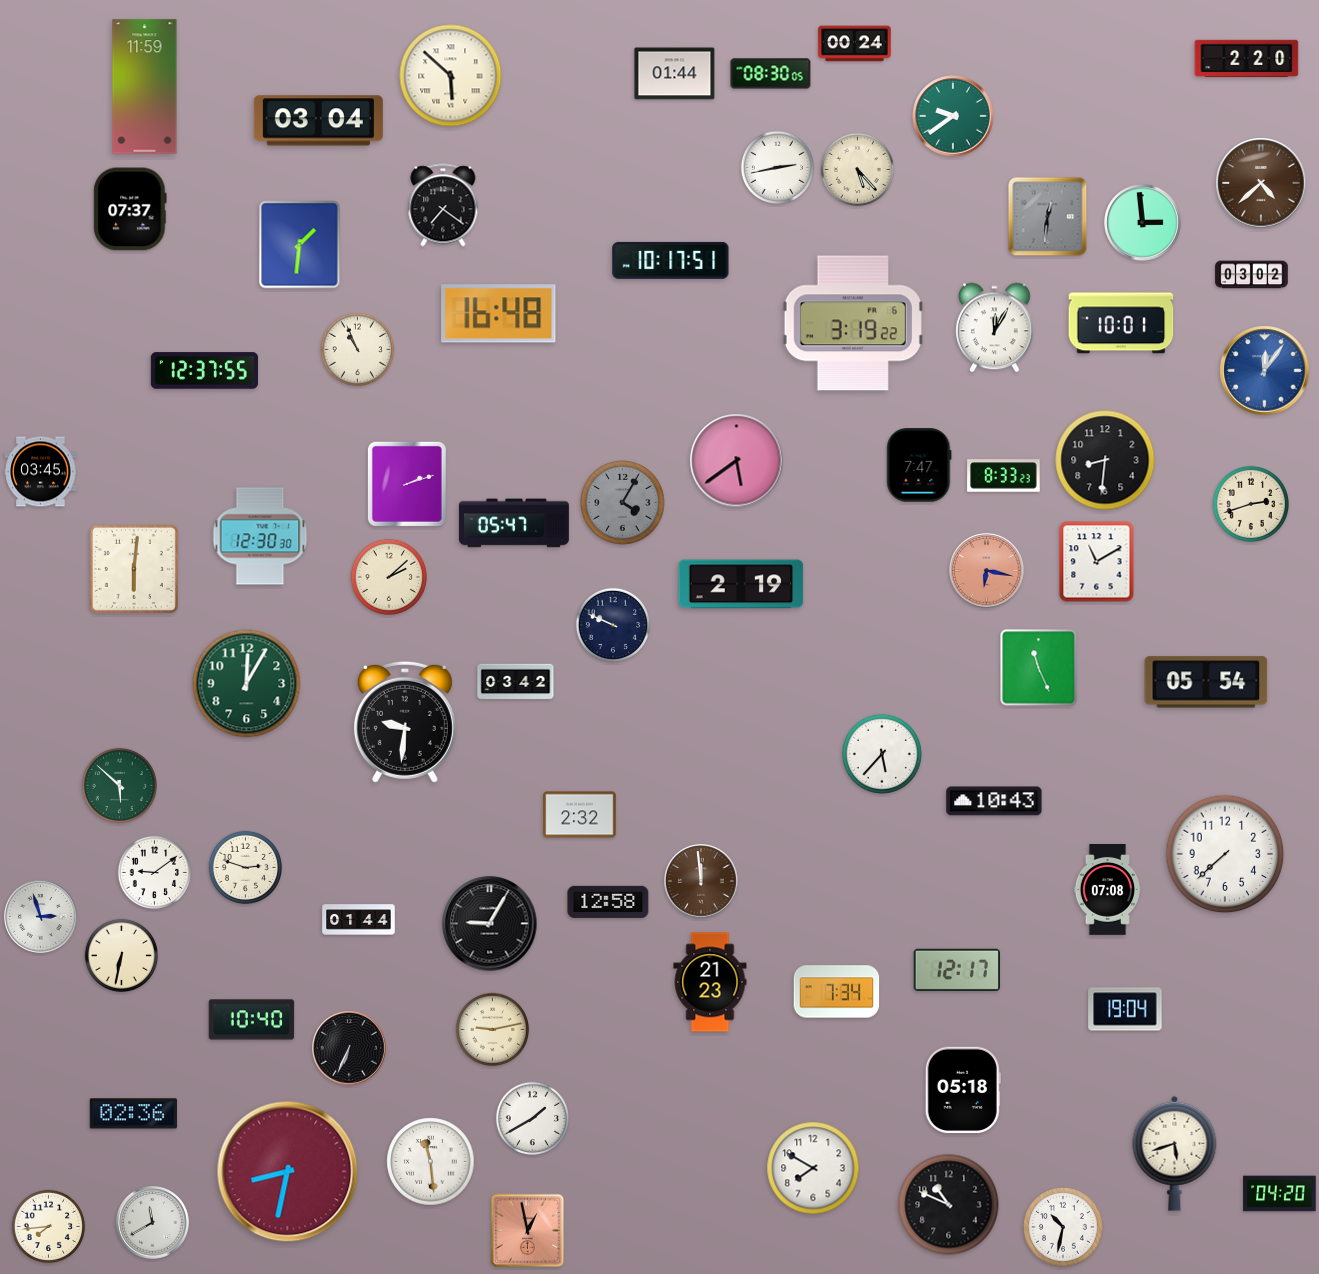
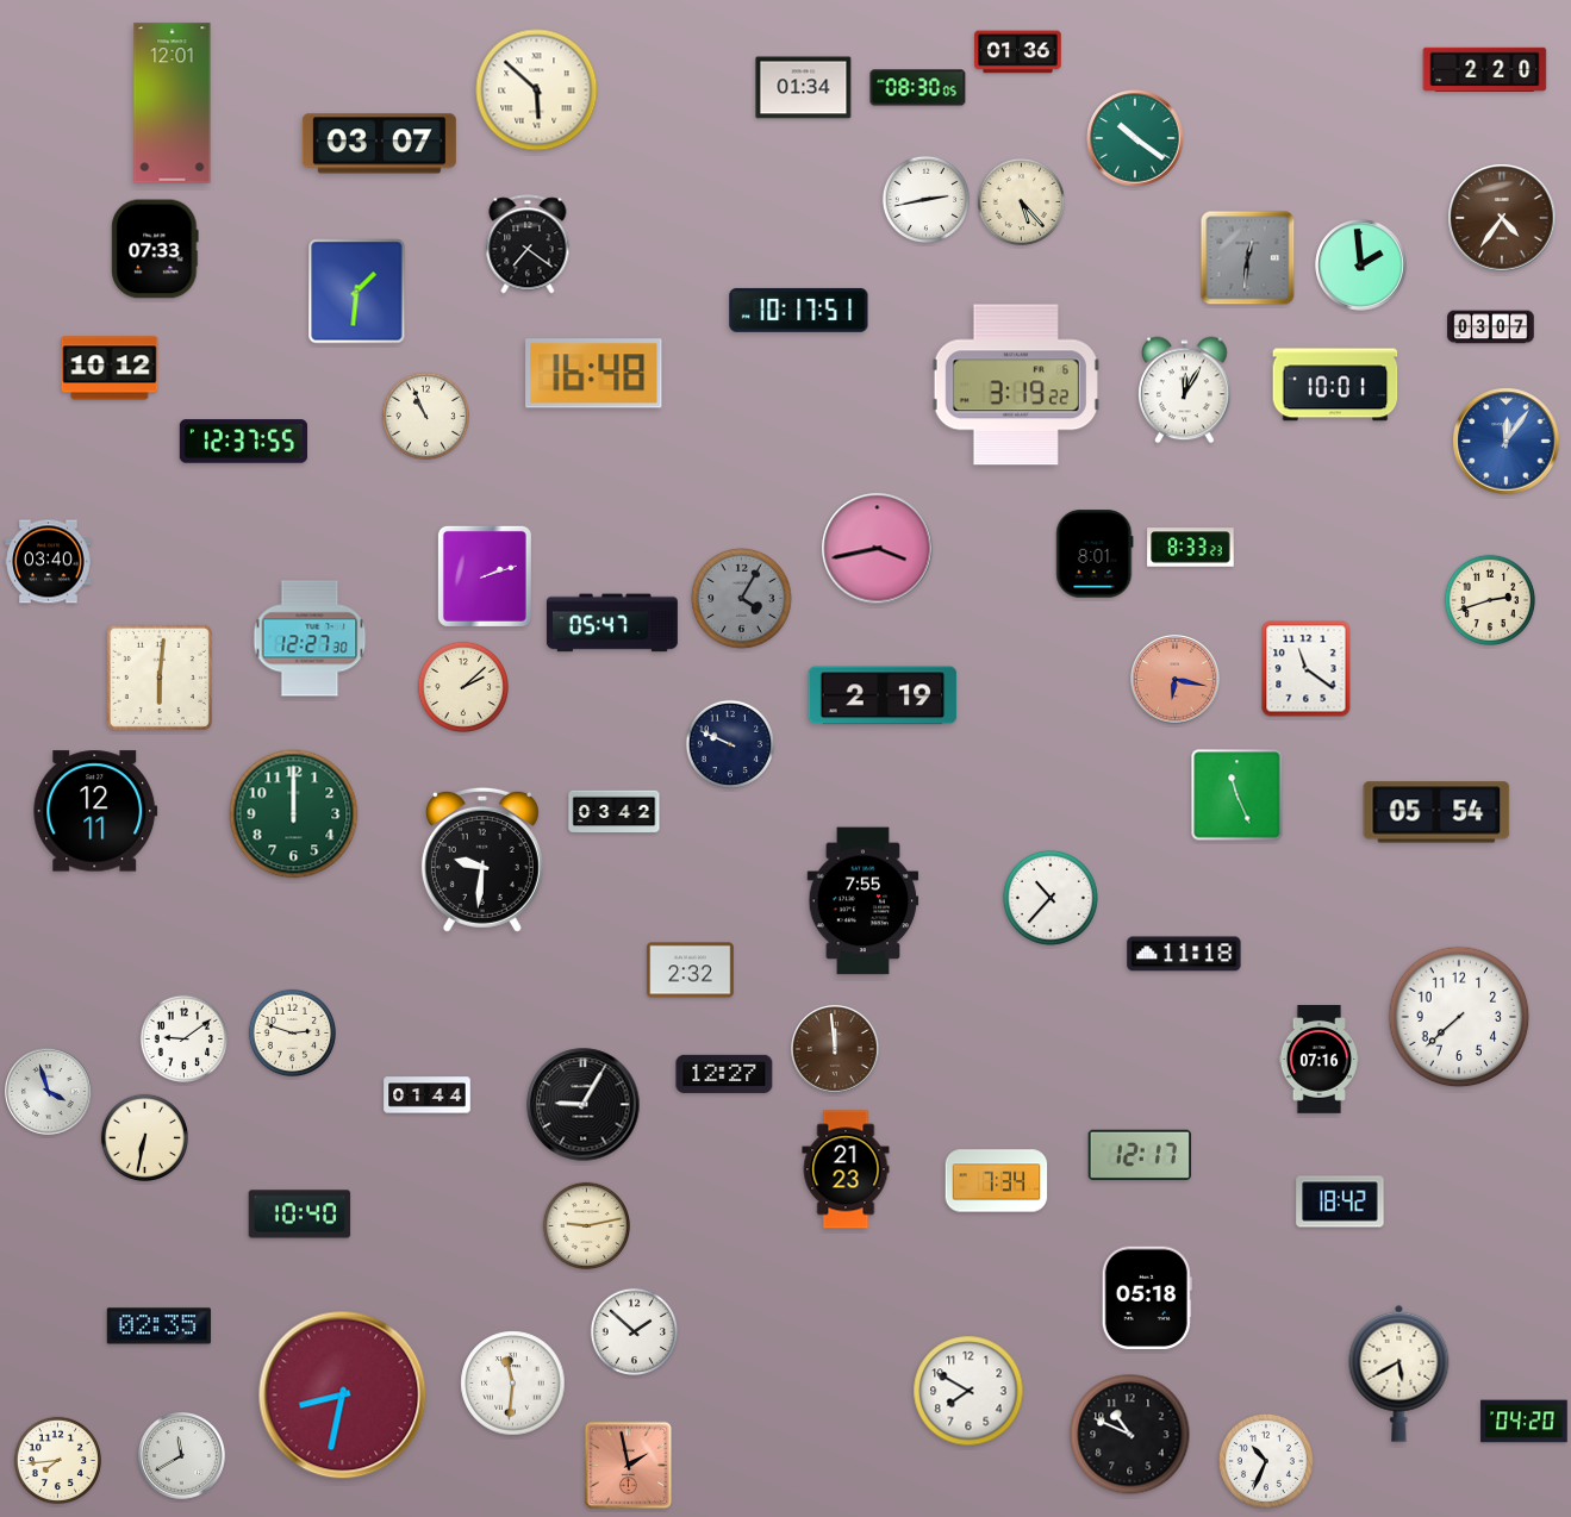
clock at (855, 44): 00:24 -> 01:36
clock at (675, 74): 01:44 -> 01:34
clock at (145, 87): 11:59 -> 12:01
clock at (953, 116): 9:39 -> 10:21
clock at (318, 121): 03:04 -> 03:07
clock at (1261, 183): 4:38 -> 4:36
clock at (130, 209): 07:37 -> 07:33
clock at (1143, 223): 2:59 -> 1:59
clock at (1252, 275): 03:02 -> 03:07
clock at (110, 368): none -> 10:12
clock at (1105, 460): 8:31 -> none
clock at (737, 461): 5:39 -> 3:43
clock at (919, 465): 7:47 -> 8:01
clock at (41, 472): 03:45 -> 03:40
clock at (1004, 476) position: (1004, 476) -> (1191, 548)
clock at (260, 536): 12:30 -> 12:27
clock at (1097, 562): 11:10 -> 11:21
clock at (95, 811): none -> 12:11
clock at (247, 684): 12:05 -> 12:00
clock at (882, 754): 5:37 -> 10:37
clock at (864, 901): none -> 7:55
clock at (119, 785): 5:52 -> none
clock at (994, 801): 10:43 -> 11:18
clock at (1108, 890): 07:08 -> 07:16
clock at (608, 902): 12:58 -> 12:27
clock at (41, 917): 2:57 -> 3:57
clock at (490, 924) position: (490, 924) -> (584, 1105)
clock at (1125, 1009): 19:04 -> 18:42
clock at (350, 1049): 6:34 -> none
clock at (133, 1114): 02:36 -> 02:35
clock at (532, 1118): 1:40 -> 1:52
clock at (1175, 1153): 5:42 -> 5:40
clock at (431, 1162): 11:29 -> 11:31
clock at (1063, 1227): 10:32 -> 10:34
clock at (528, 1231): 12:58 -> 1:58
